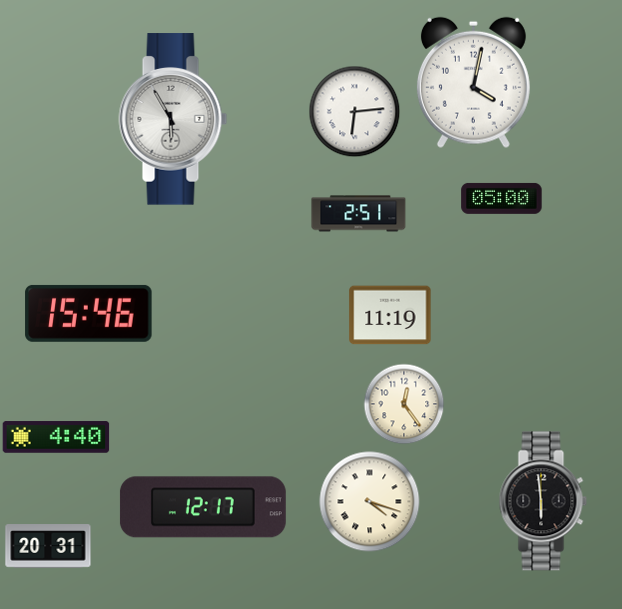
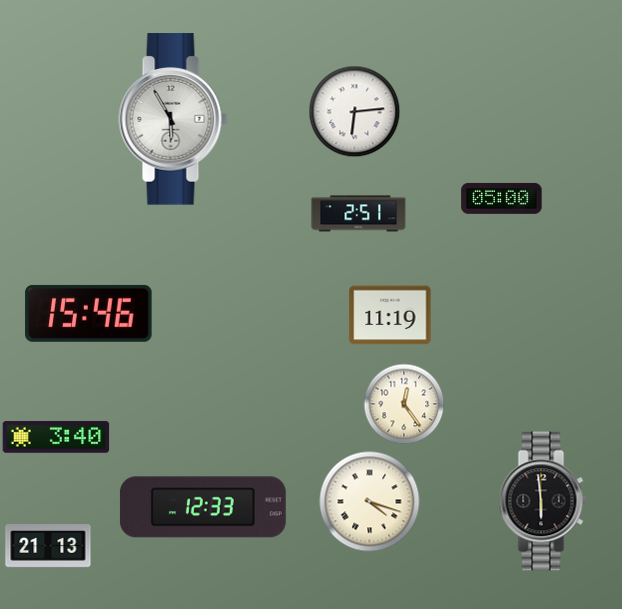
clock at (473, 82): 4:02 -> none
clock at (56, 437): 4:40 -> 3:40
clock at (203, 507): 12:17 -> 12:33
clock at (48, 546): 20:31 -> 21:13
